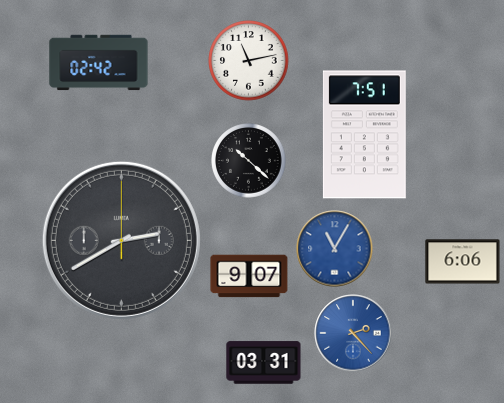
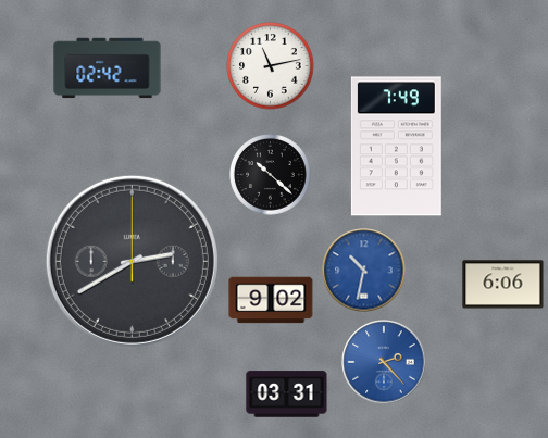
clock at (364, 135): 7:51 -> 7:49
clock at (335, 249): 11:05 -> 10:32
clock at (249, 276): 9:07 -> 9:02
